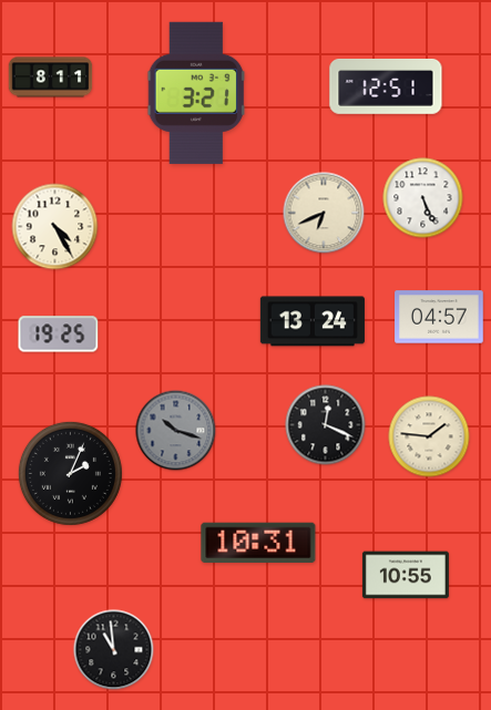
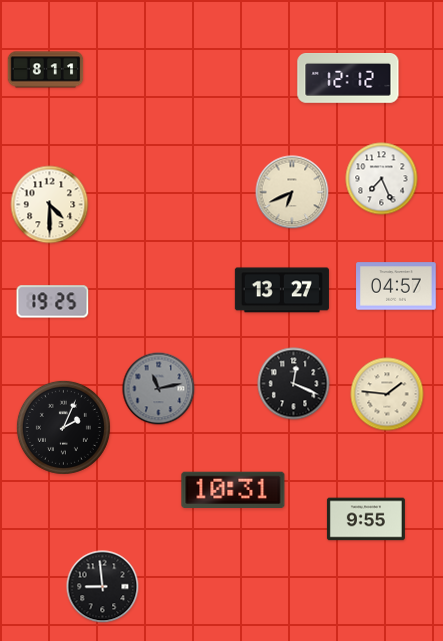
clock at (386, 88): 12:51 -> 12:12
clock at (196, 93): 3:21 -> none
clock at (423, 198): 5:26 -> 7:26
clock at (55, 227): 4:25 -> 4:30
clock at (313, 321): 13:24 -> 13:27
clock at (176, 431): 10:18 -> 11:13
clock at (406, 575): 10:55 -> 9:55
clock at (114, 650): 10:59 -> 8:59
